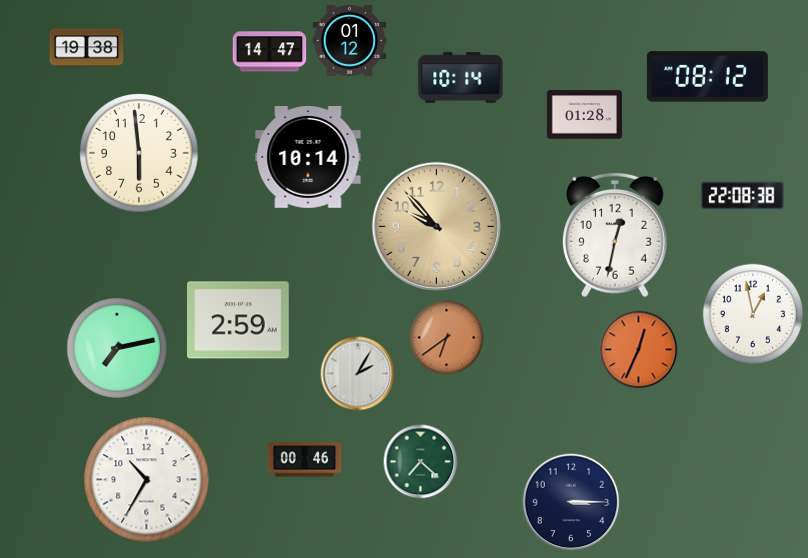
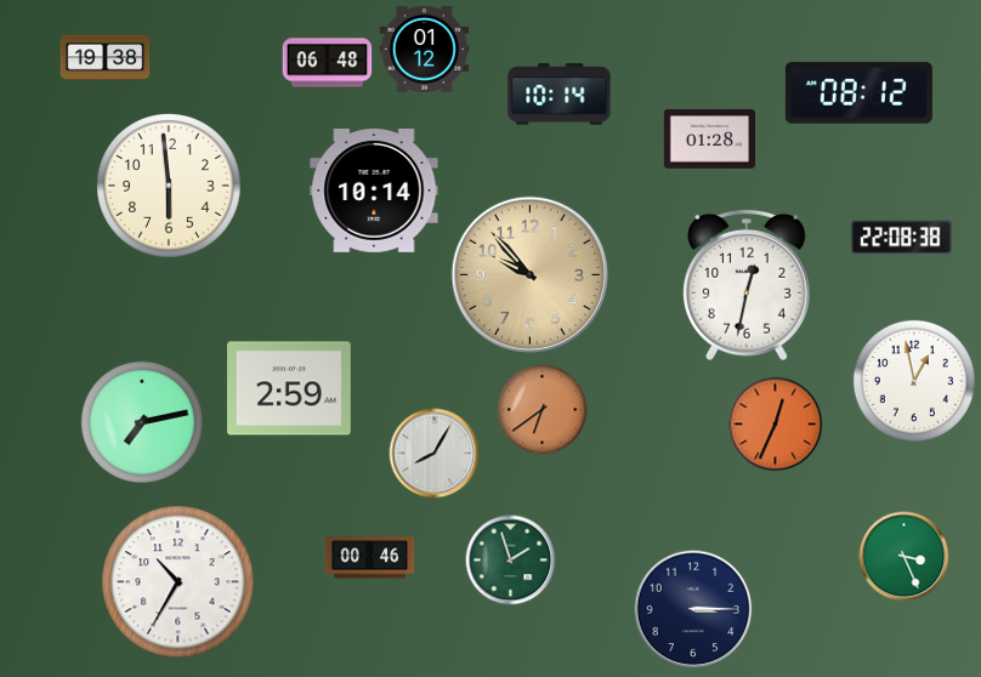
clock at (270, 52): 14:47 -> 06:48
clock at (358, 374): 2:05 -> 8:05
clock at (905, 557): none -> 3:26
clock at (421, 462): 7:22 -> 1:57
